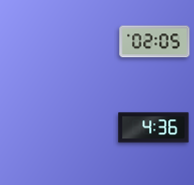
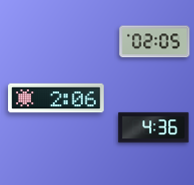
clock at (56, 98): none -> 2:06
